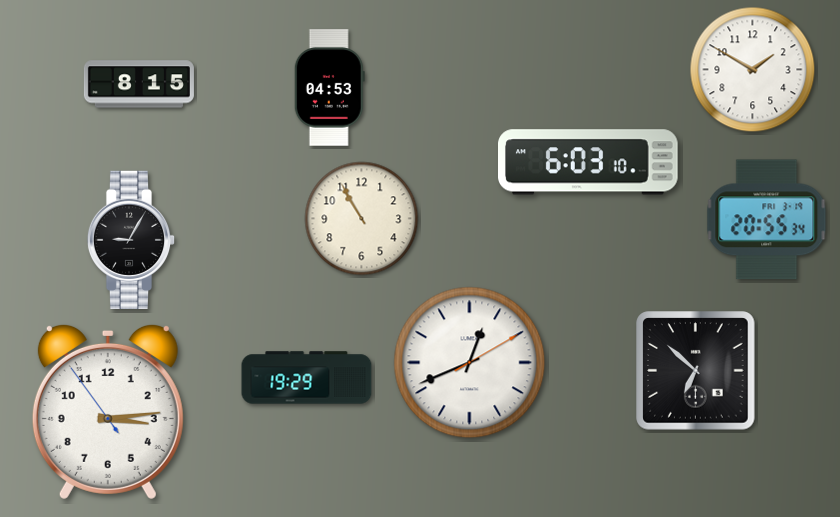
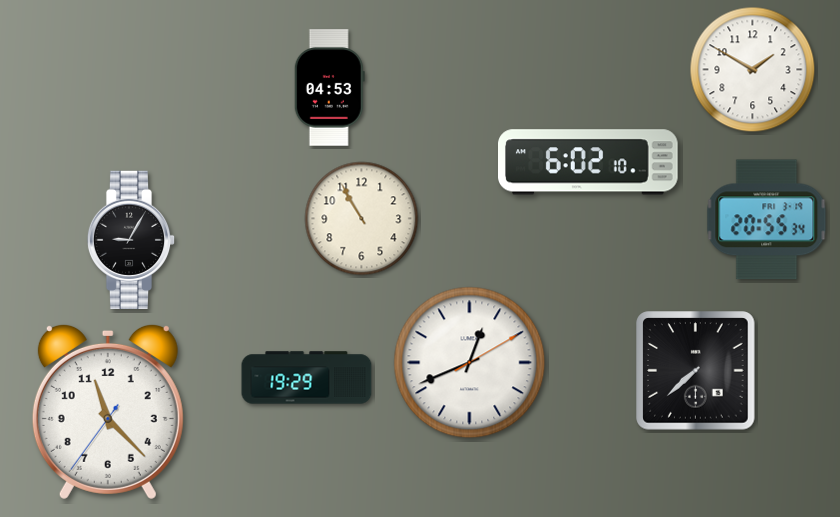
clock at (139, 84): 8:15 -> none
clock at (589, 162): 6:03 -> 6:02
clock at (696, 371): 6:52 -> 7:38
clock at (108, 411): 3:13 -> 11:22
